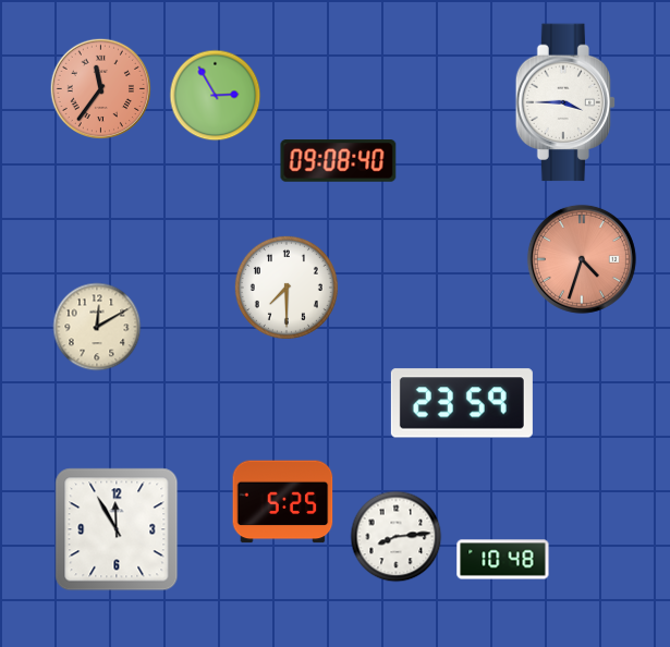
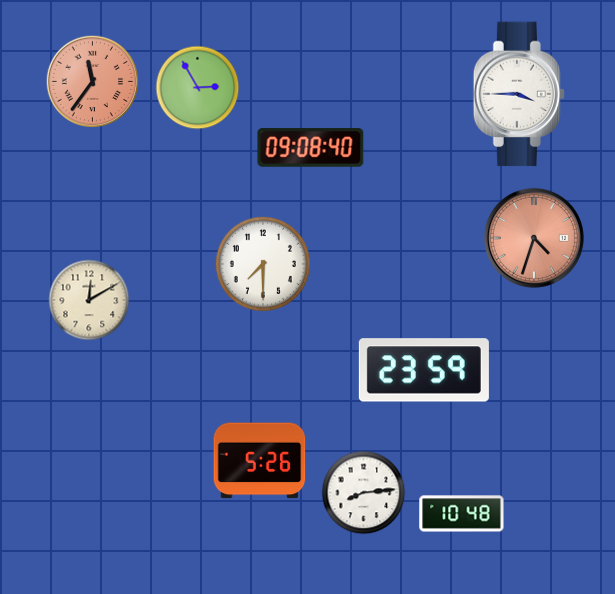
clock at (283, 502): 5:25 -> 5:26
clock at (117, 529): 11:55 -> none
